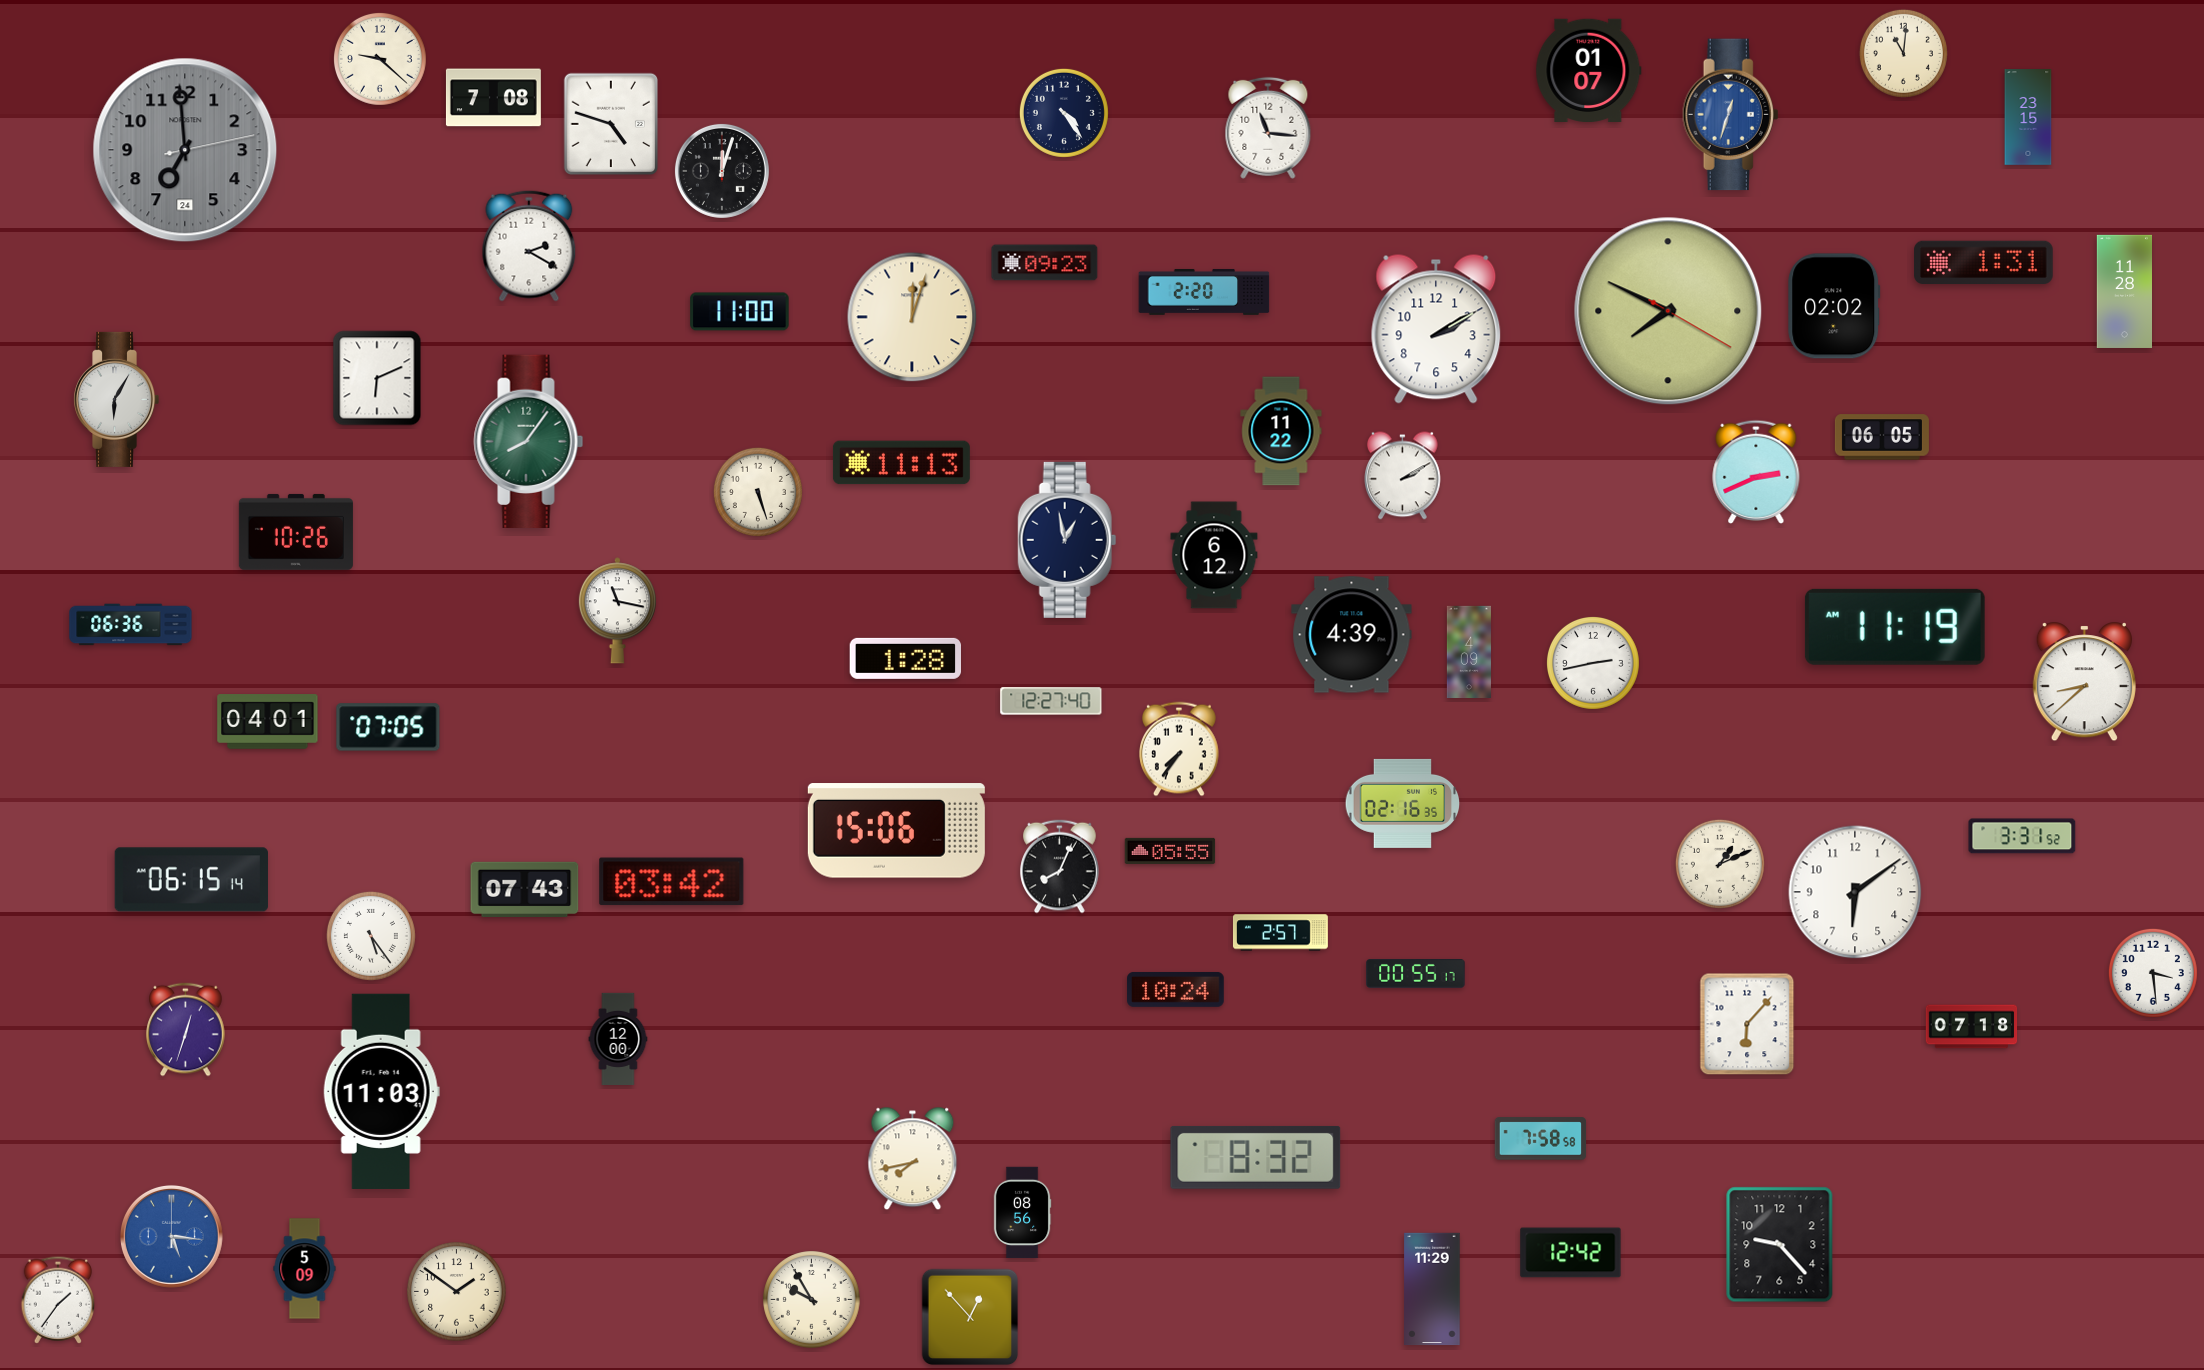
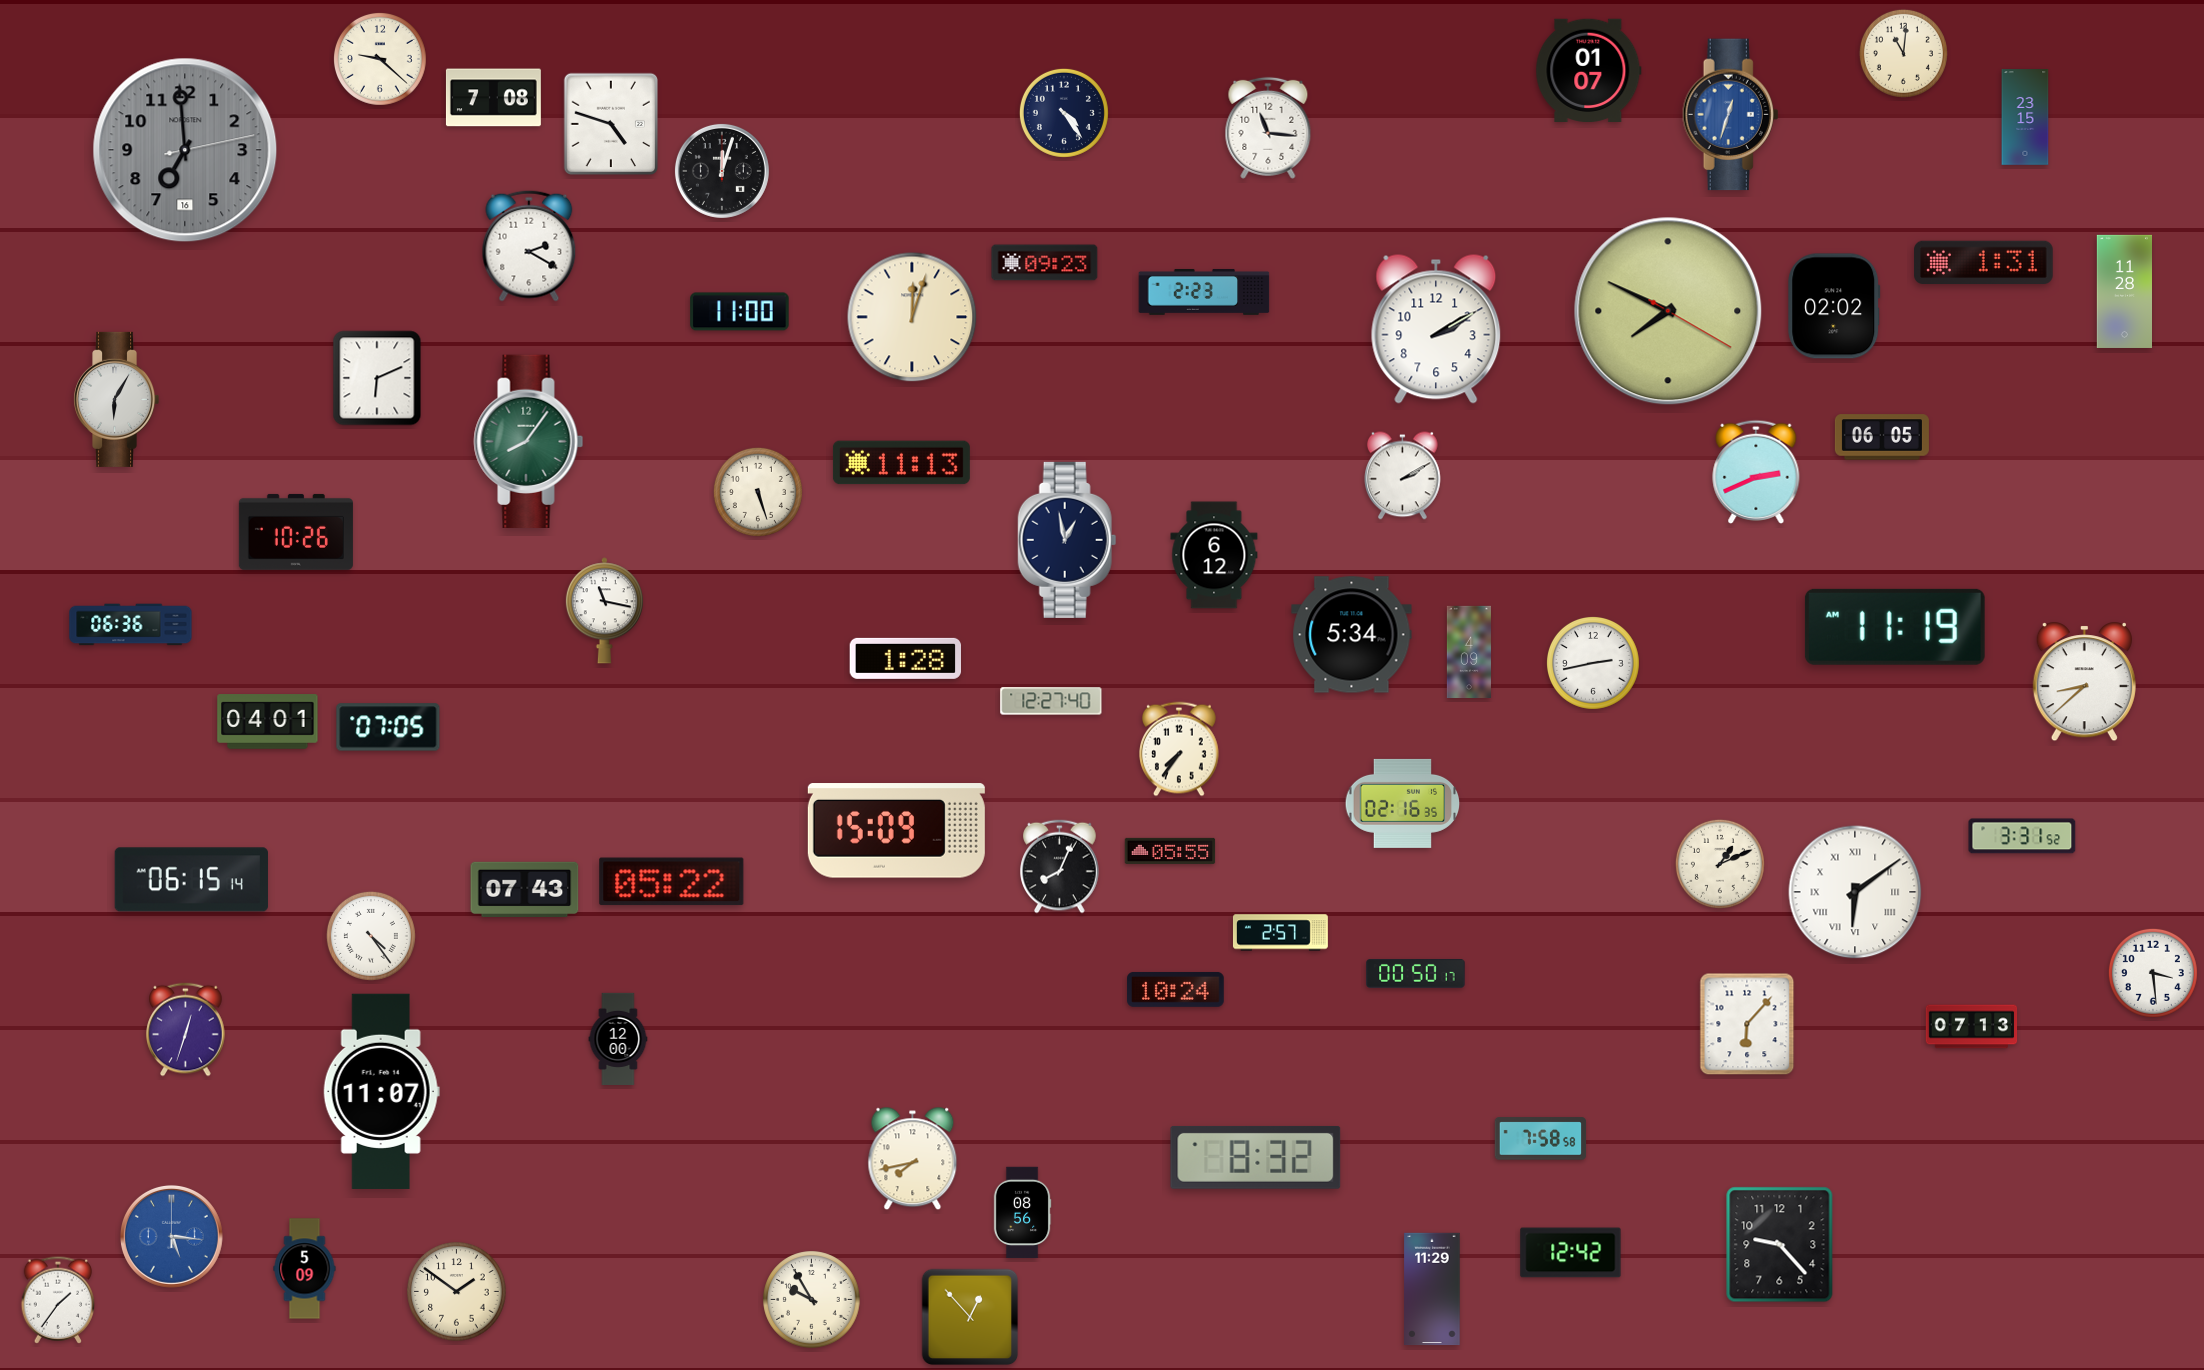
clock at (2028, 117) position: (2028, 117) -> (2025, 117)
clock at (185, 150) date: 24 -> 16
clock at (1204, 292): 2:20 -> 2:23
clock at (1281, 431): 11:22 -> none
clock at (617, 611) position: (617, 611) -> (604, 611)
clock at (1352, 635): 4:39 -> 5:34
clock at (896, 831): 15:06 -> 15:09
clock at (672, 882): 03:42 -> 05:22
clock at (1855, 892) numerals: Arabic -> Roman
clock at (371, 936): 5:24 -> 4:24
clock at (1416, 974): 00:55 -> 00:50
clock at (1972, 1027): 07:18 -> 07:13
clock at (381, 1091): 11:03 -> 11:07
